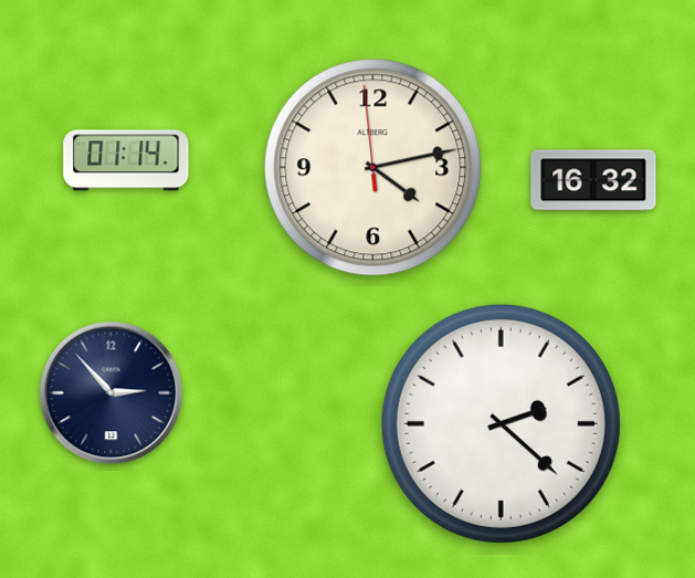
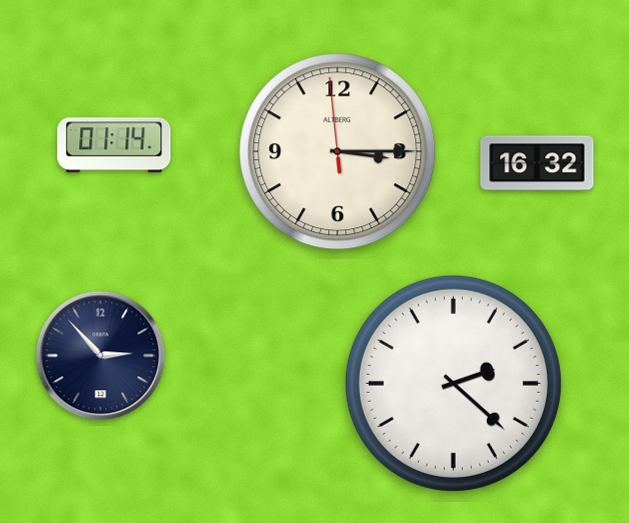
clock at (373, 168): 4:12 -> 3:14
